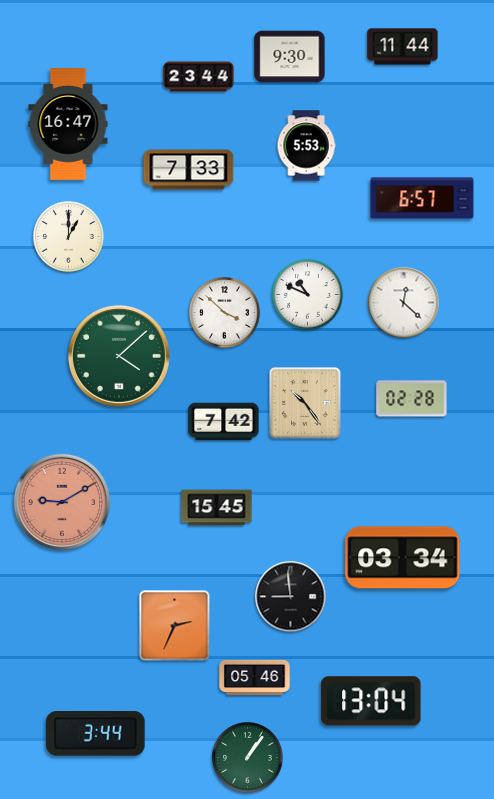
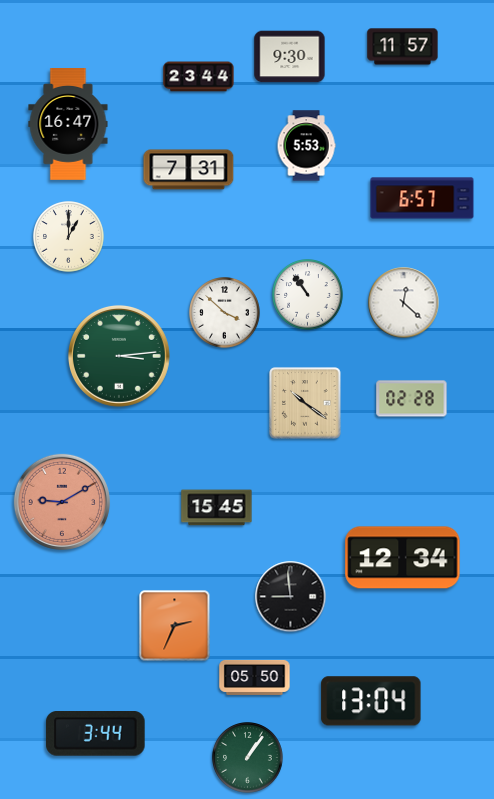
clock at (403, 47): 11:44 -> 11:57
clock at (189, 170): 7:33 -> 7:31
clock at (308, 295): 10:49 -> 10:54
clock at (119, 356): 4:08 -> 3:14
clock at (305, 403): 10:24 -> 10:21
clock at (224, 422): 7:42 -> none
clock at (403, 558): 03:34 -> 12:34
clock at (255, 677): 05:46 -> 05:50
